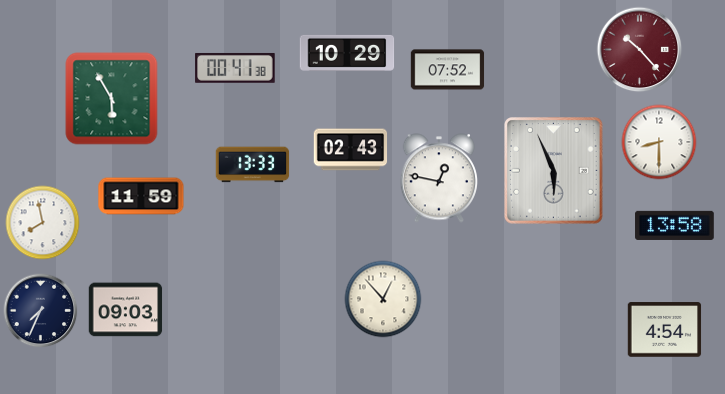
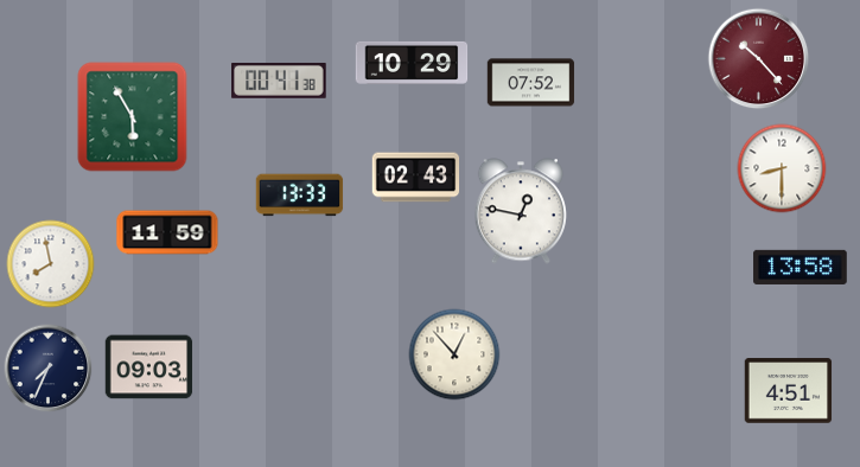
clock at (554, 171): 5:56 -> none
clock at (665, 330): 4:54 -> 4:51
